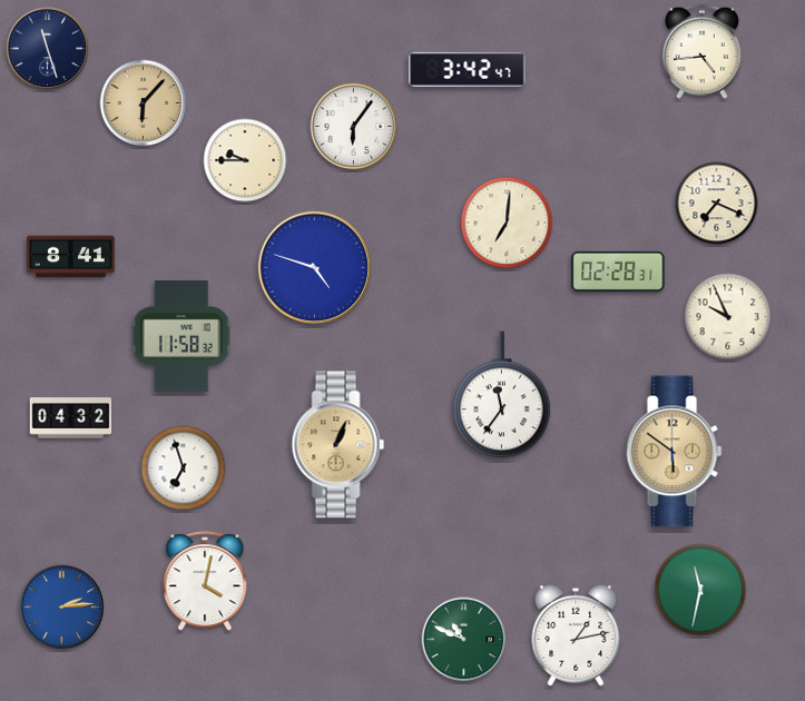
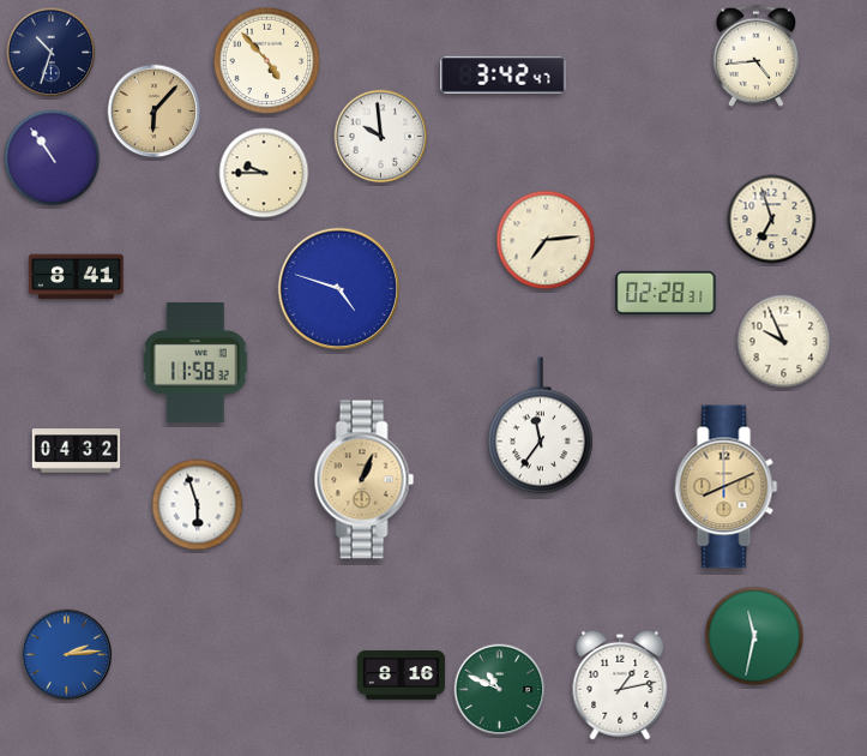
clock at (48, 49): 11:27 -> 10:33
clock at (267, 61): none -> 4:53
clock at (354, 127): 6:06 -> 9:59
clock at (53, 158): none -> 10:54
clock at (717, 204): 7:19 -> 6:57
clock at (507, 223): 7:01 -> 7:14
clock at (675, 452): 5:51 -> 8:11
clock at (184, 468): 6:57 -> 5:57
clock at (205, 582): 4:02 -> none
clock at (402, 676): none -> 8:16
